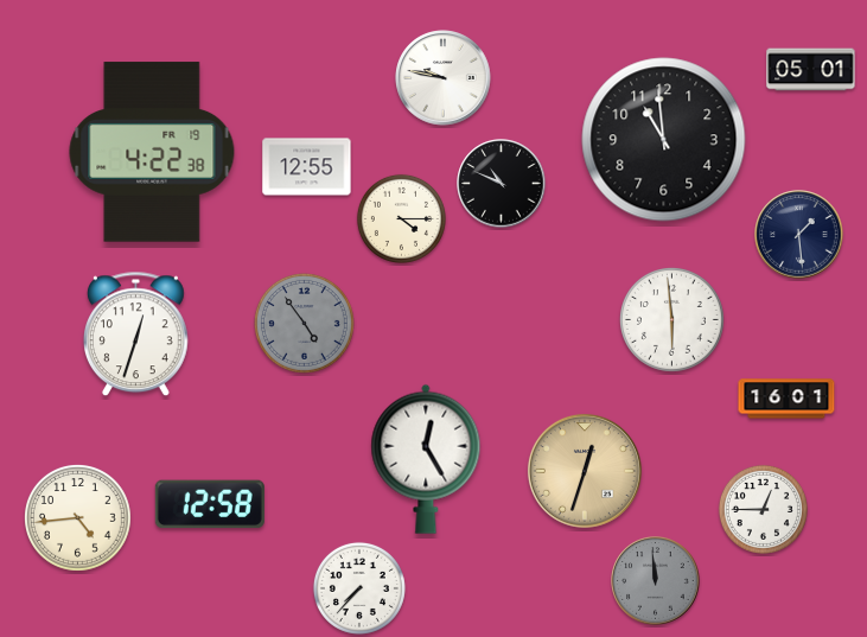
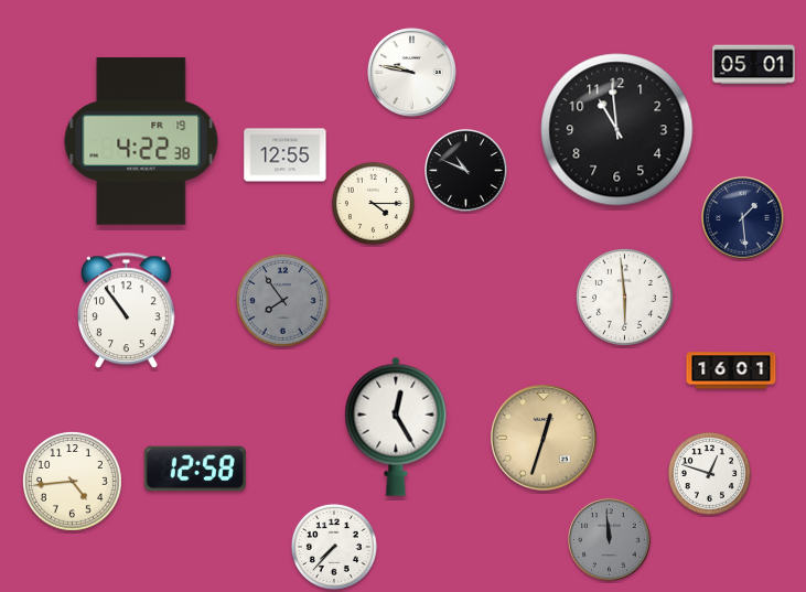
clock at (304, 323): 4:54 -> 7:54
clock at (136, 335): 12:33 -> 10:54
clock at (763, 509): 12:45 -> 12:48
